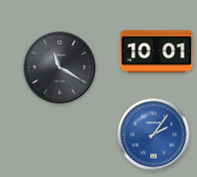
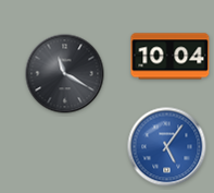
clock at (157, 52): 10:01 -> 10:04
clock at (154, 135): 2:06 -> 5:06
